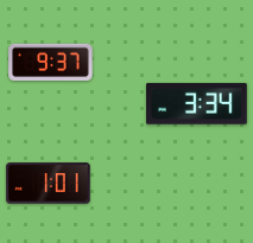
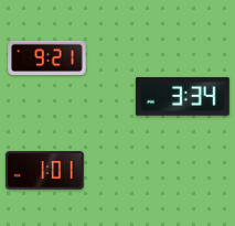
clock at (51, 62): 9:37 -> 9:21
